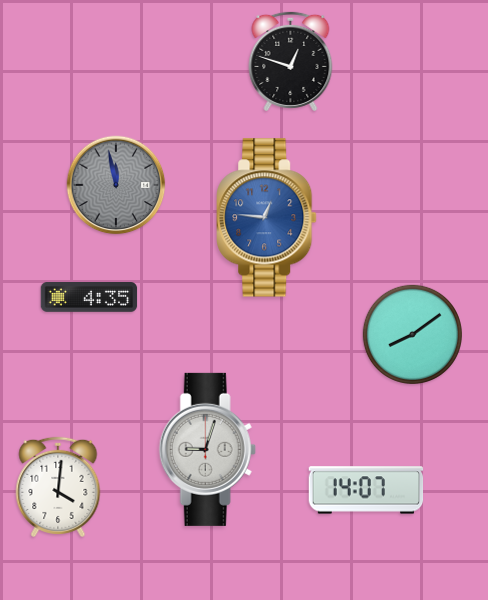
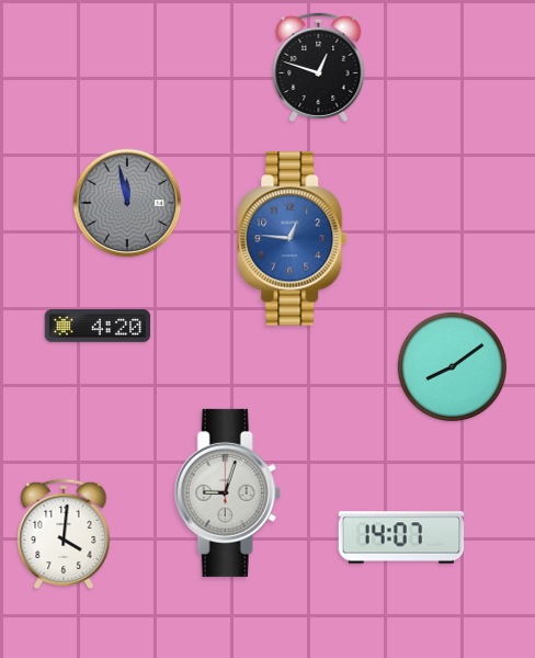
clock at (89, 298): 4:35 -> 4:20
